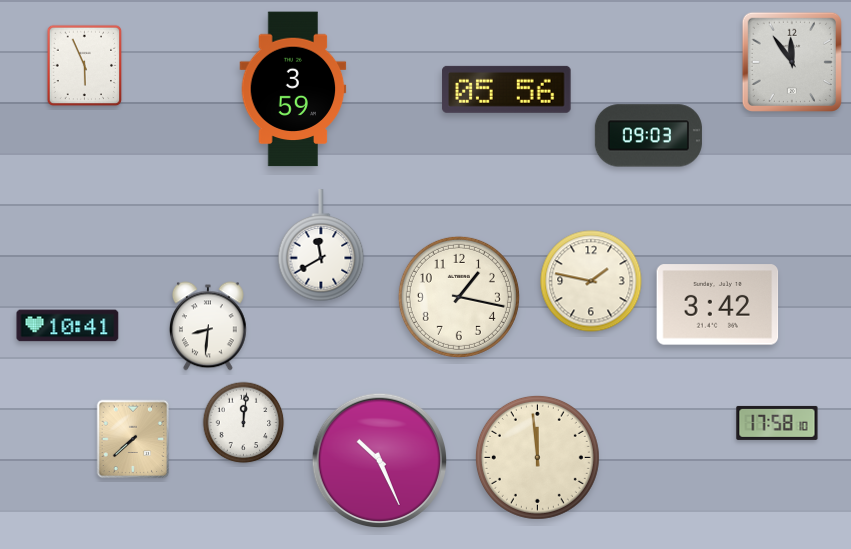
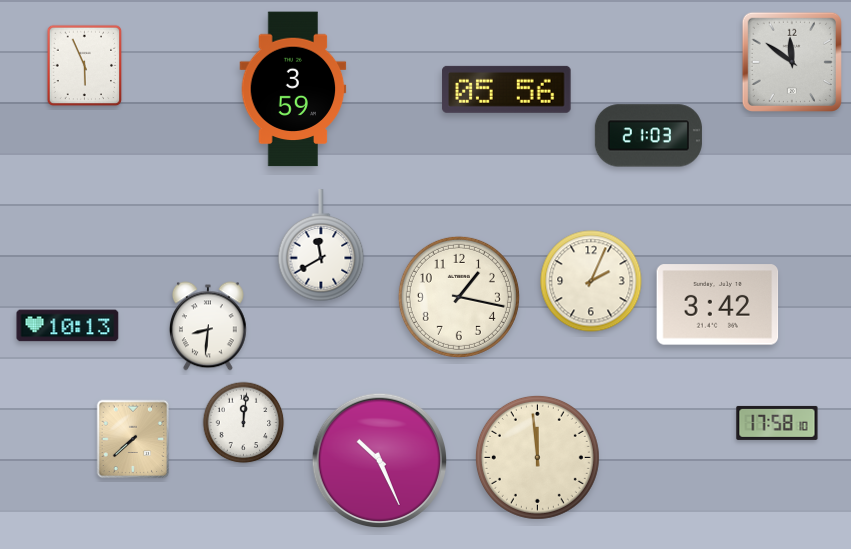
clock at (792, 62): 11:54 -> 11:51
clock at (648, 136): 09:03 -> 21:03
clock at (591, 281): 1:47 -> 2:04
clock at (68, 326): 10:41 -> 10:13
